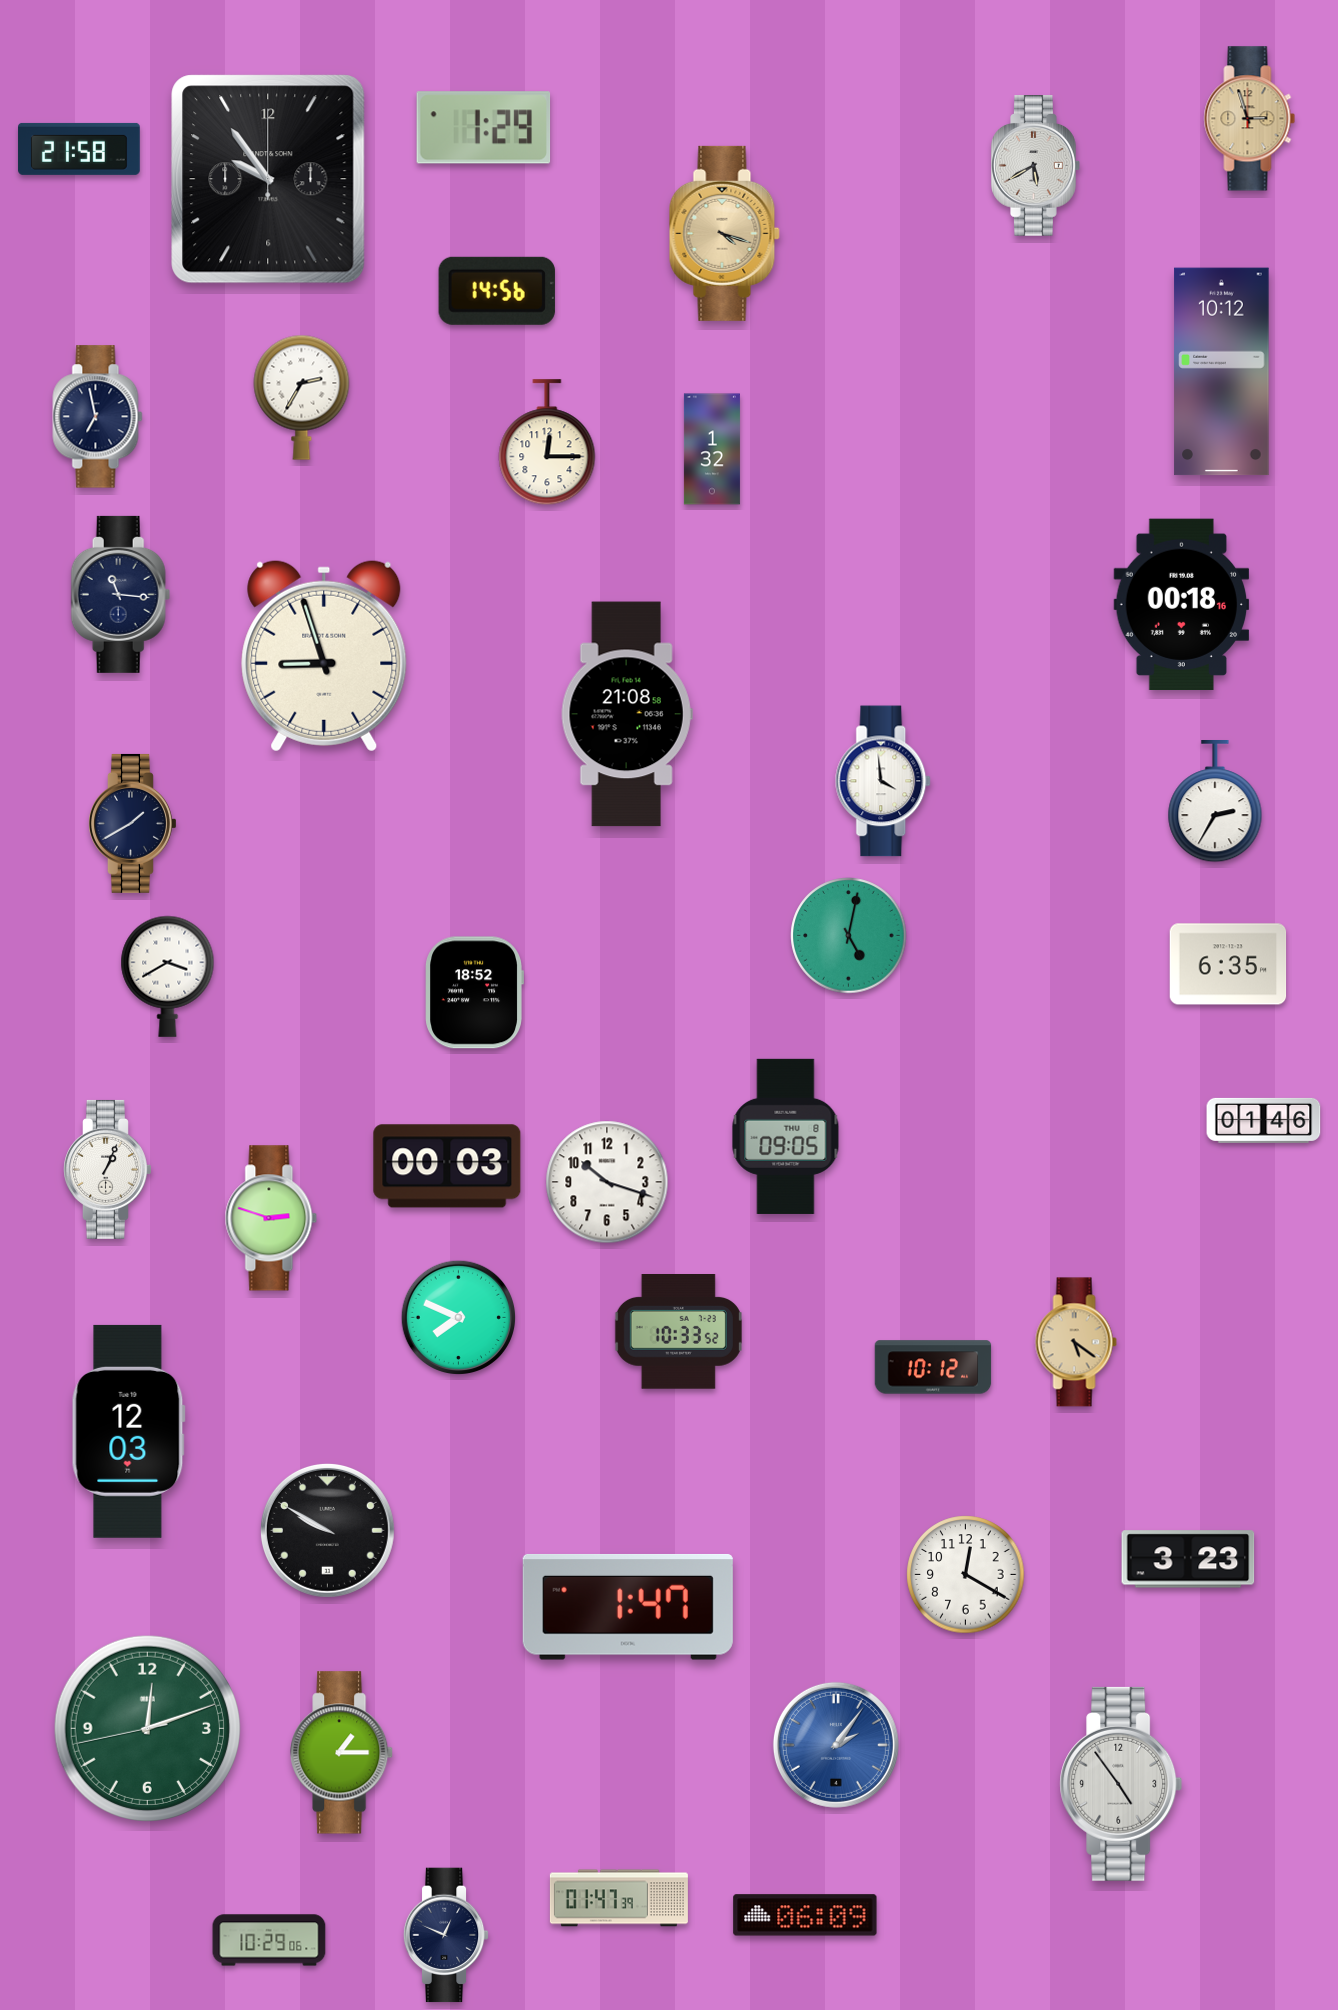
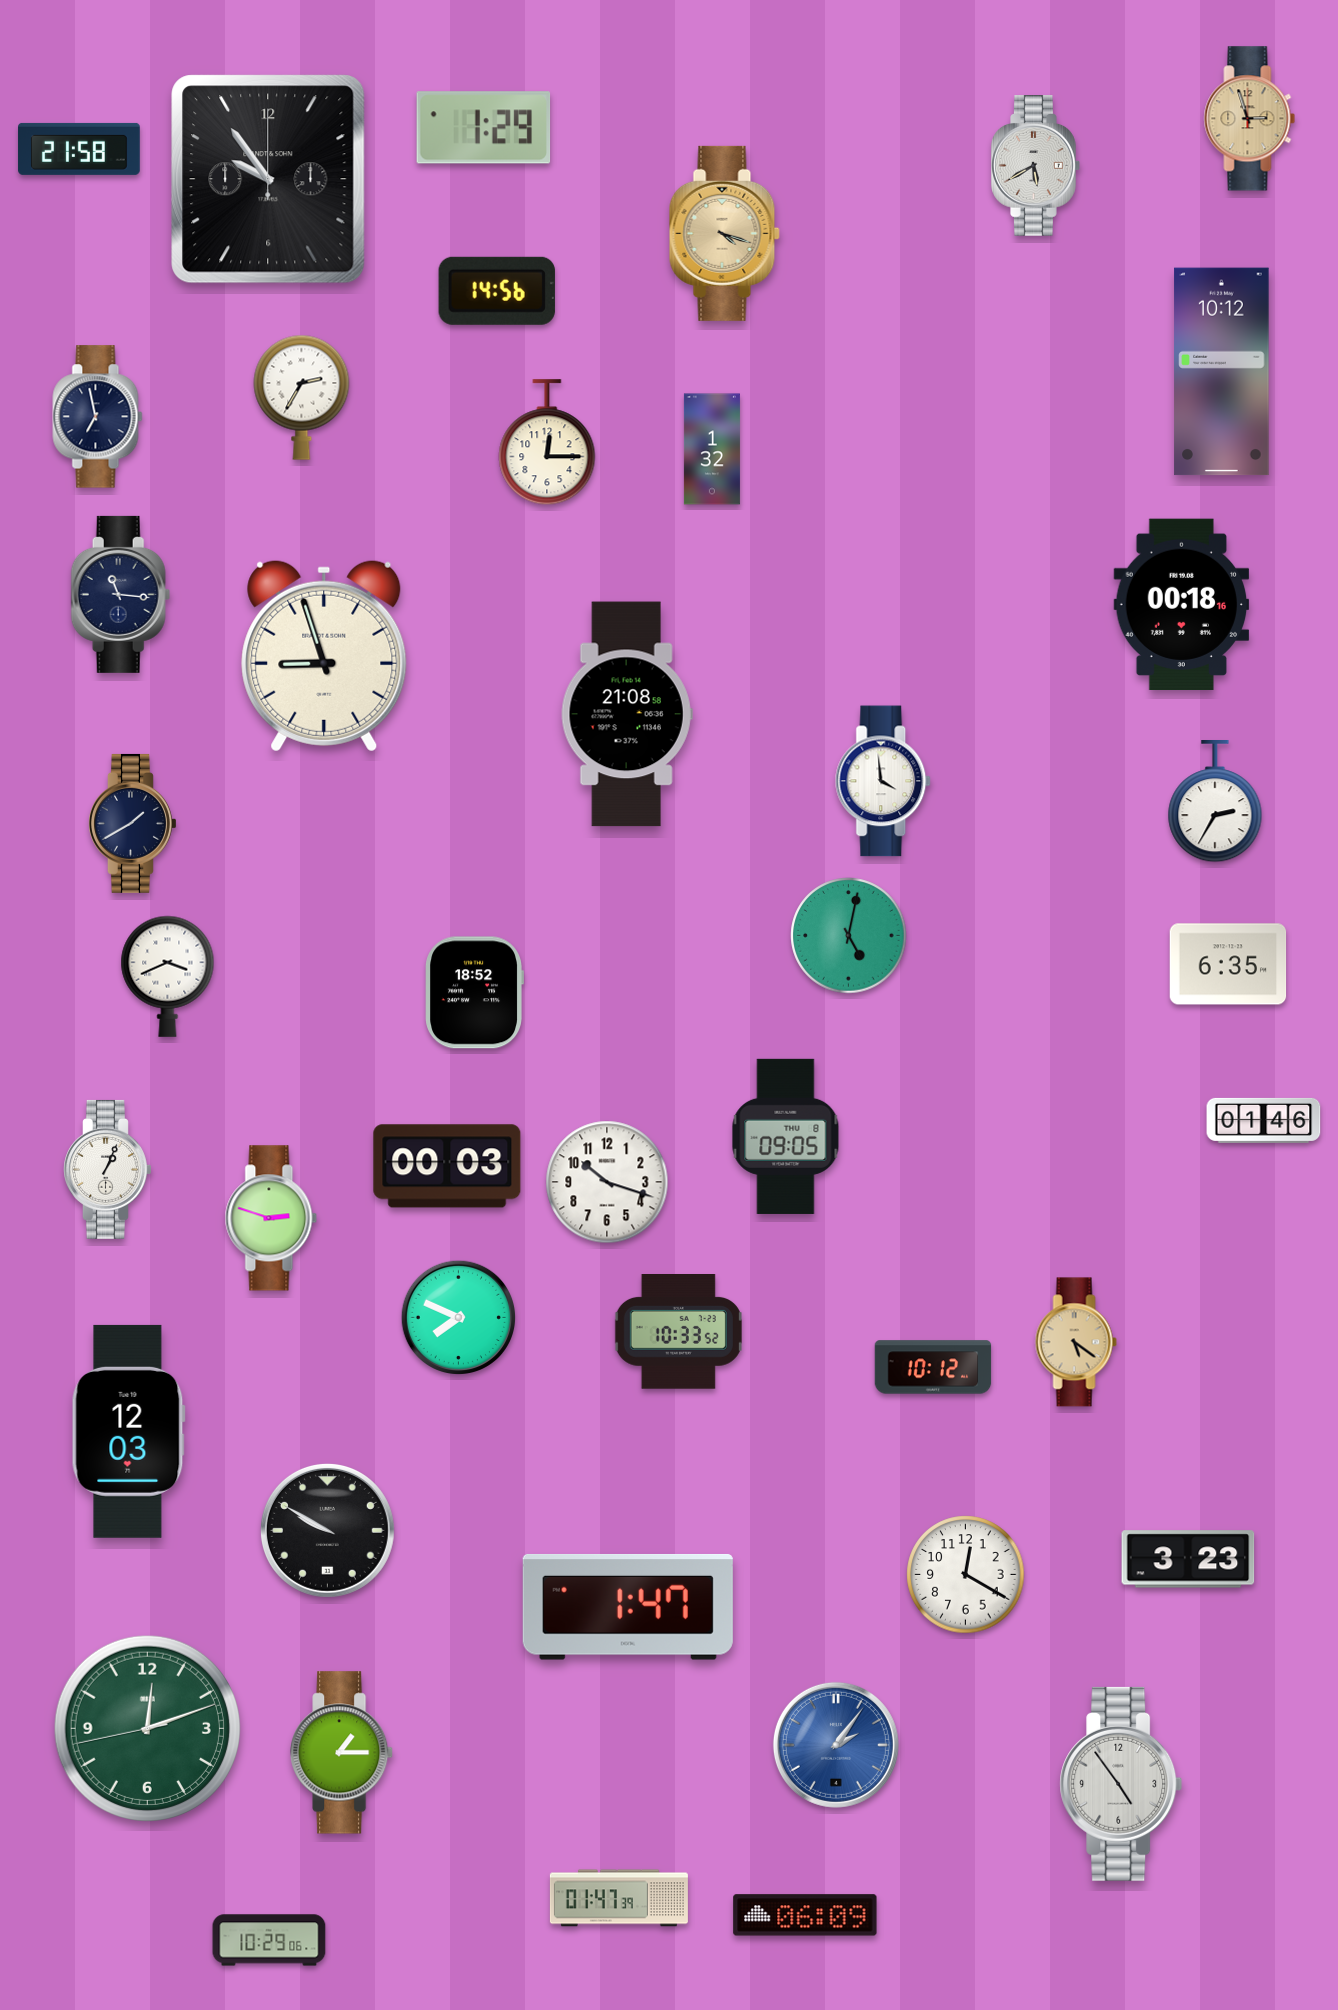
clock at (168, 976): 3:40 -> 3:41
clock at (446, 1935): 12:49 -> none
